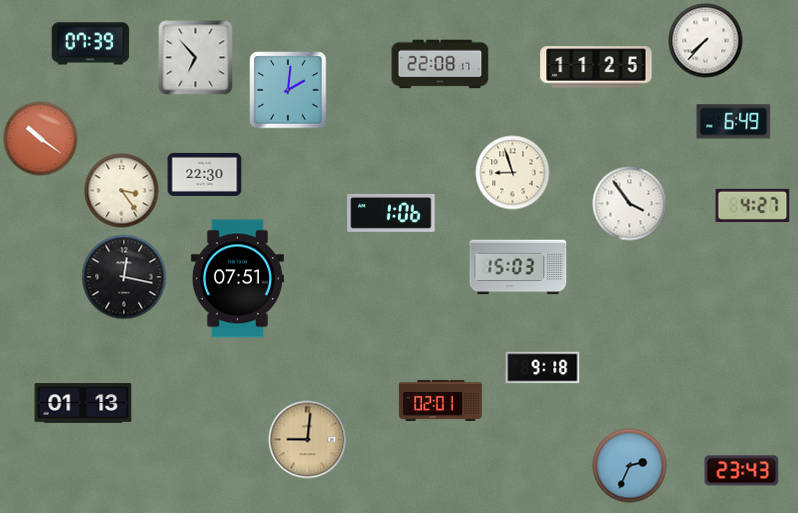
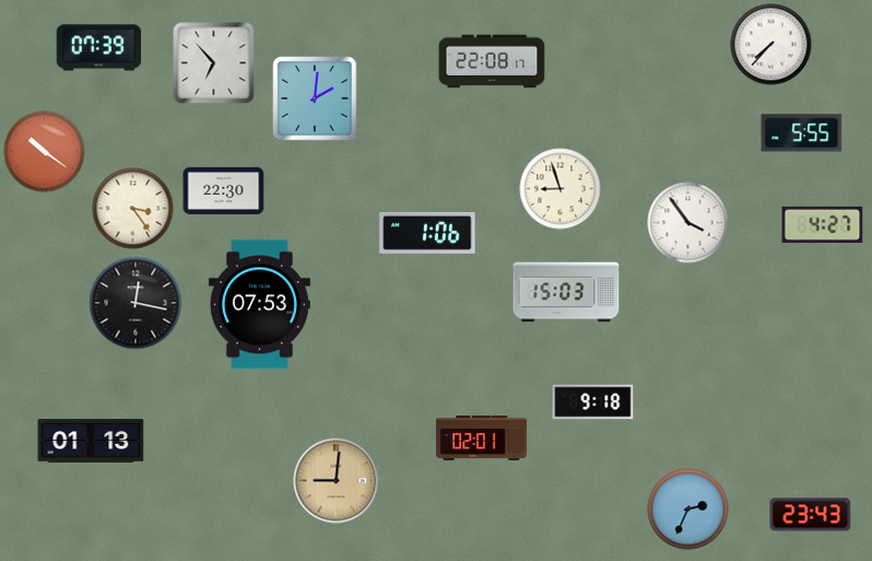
clock at (440, 64) position: (440, 64) -> (492, 61)
clock at (596, 67): 11:25 -> none
clock at (734, 122): 6:49 -> 5:55
clock at (237, 279): 07:51 -> 07:53
